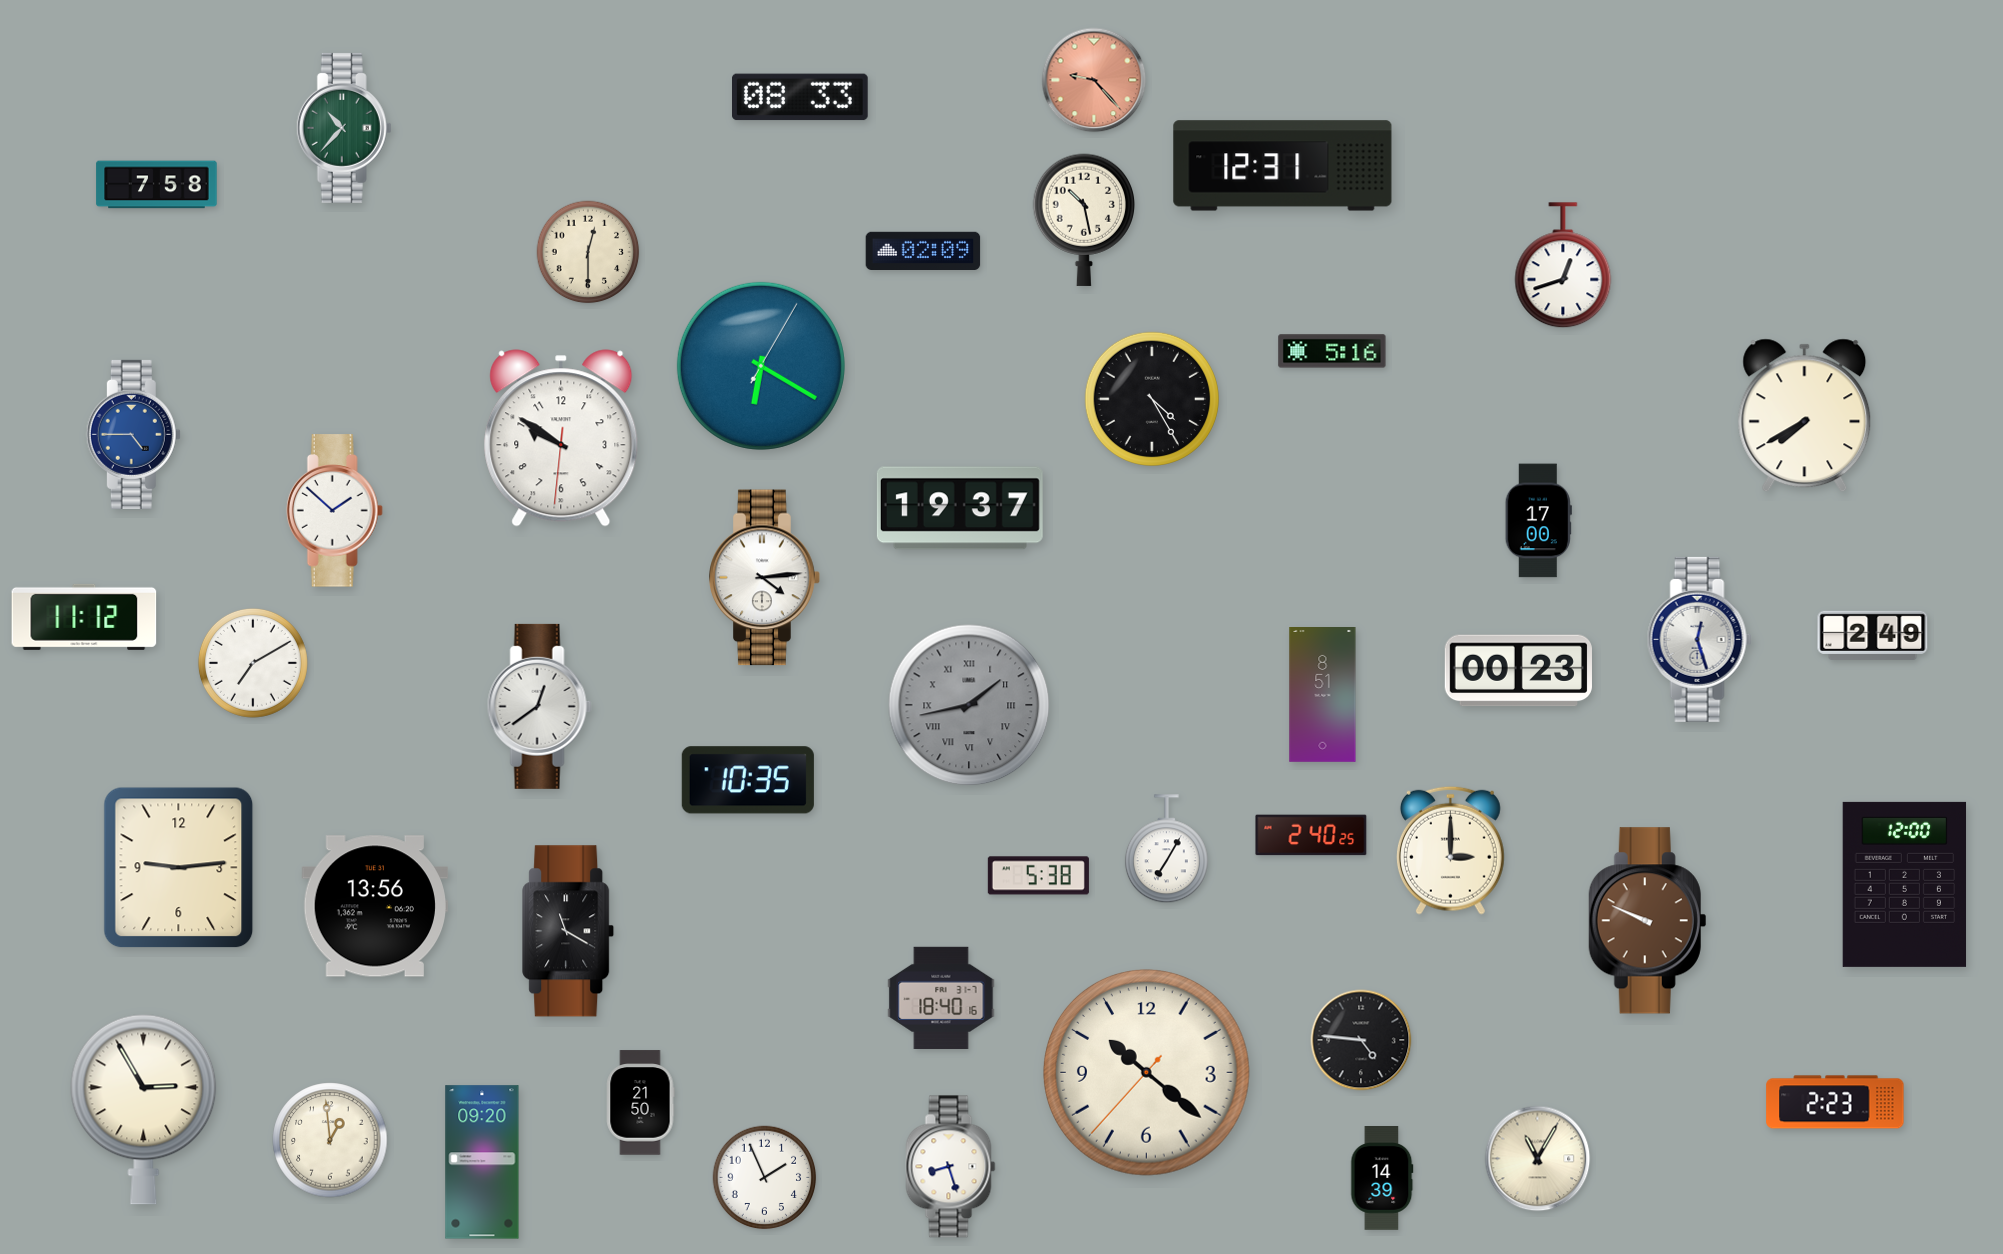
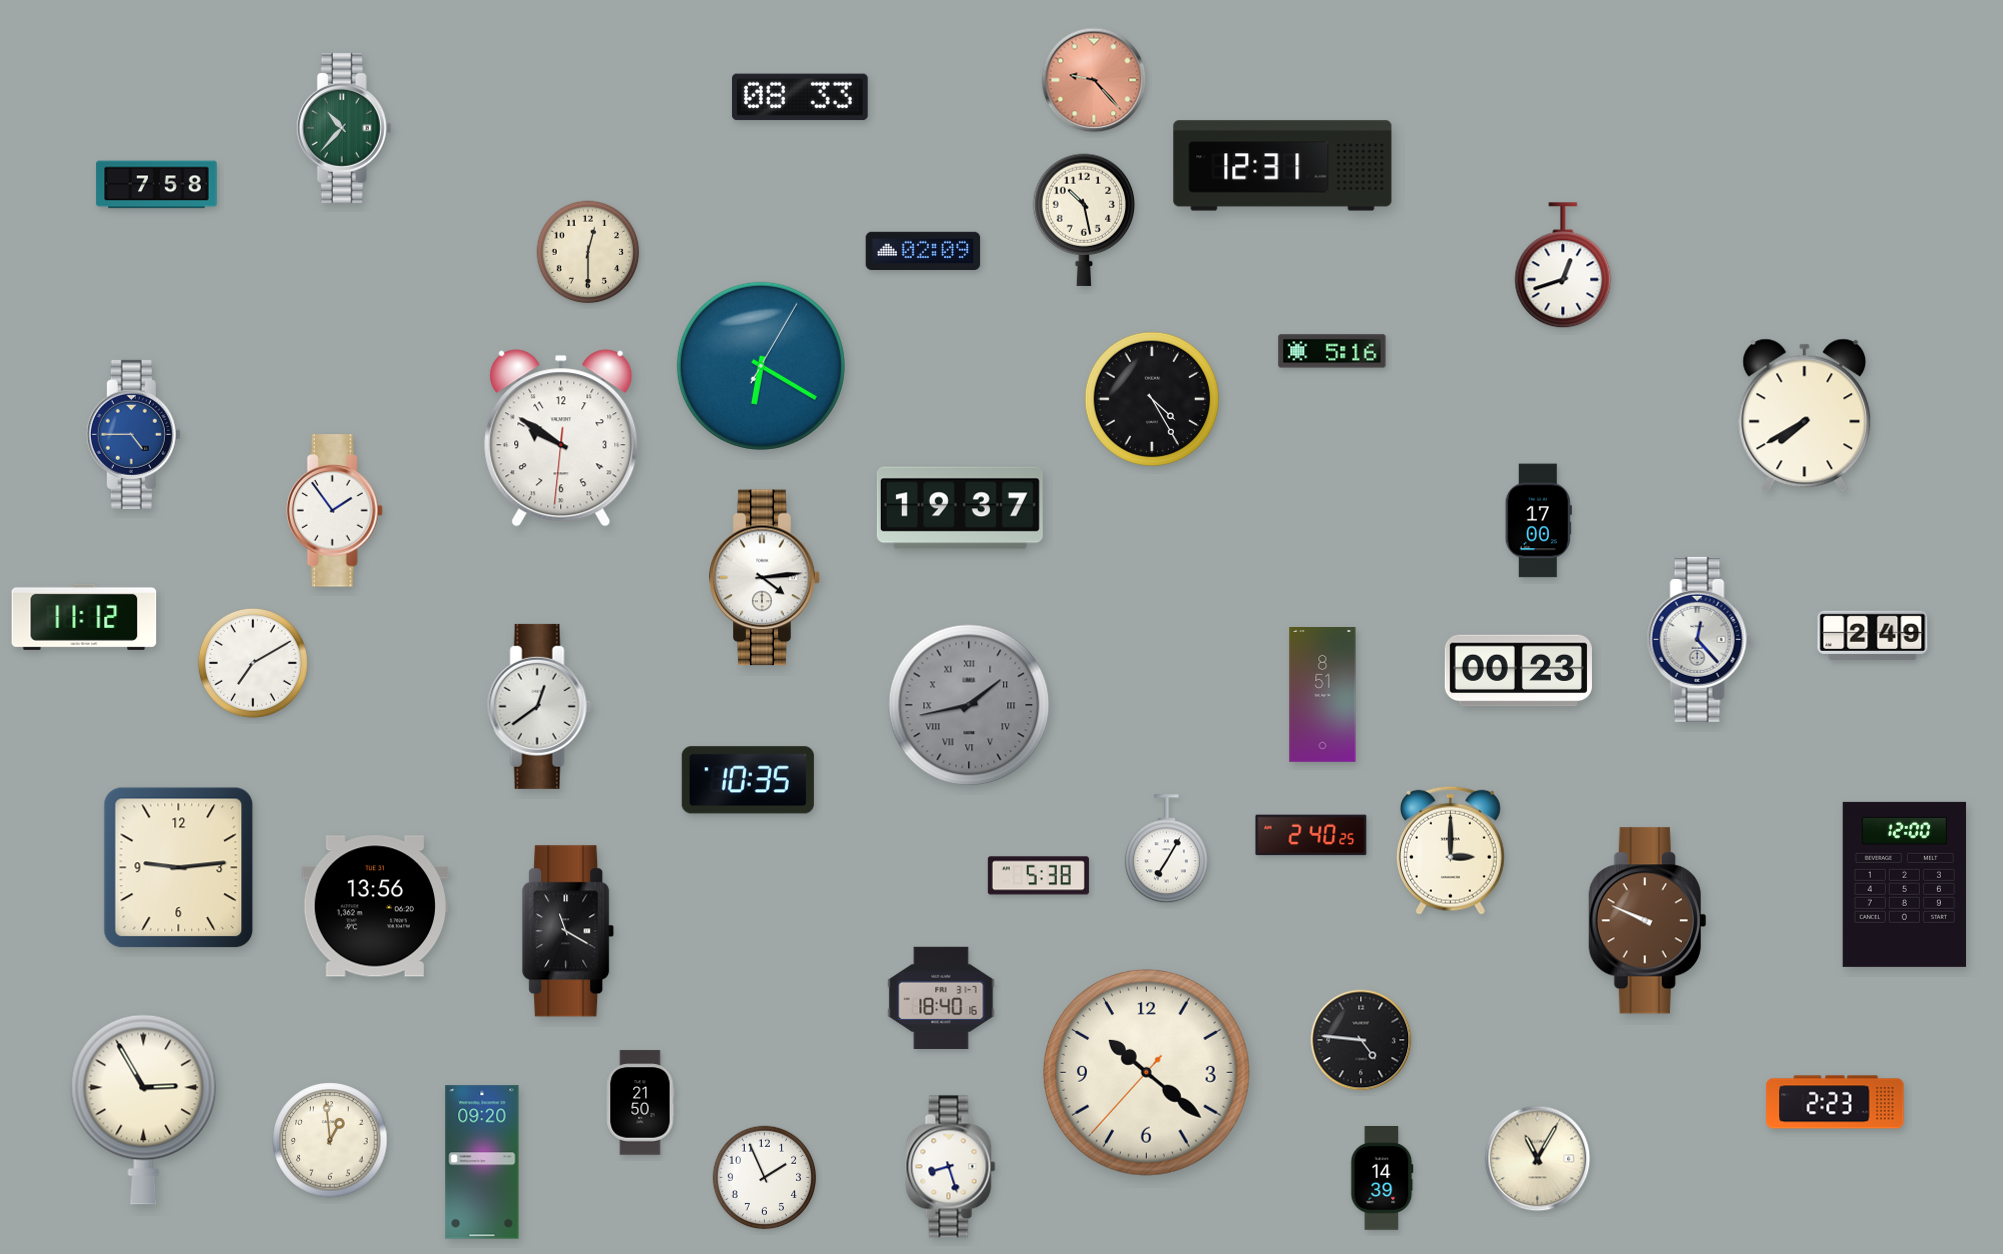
clock at (334, 511): 1:52 -> 1:54
clock at (1699, 639): 12:27 -> 12:23
